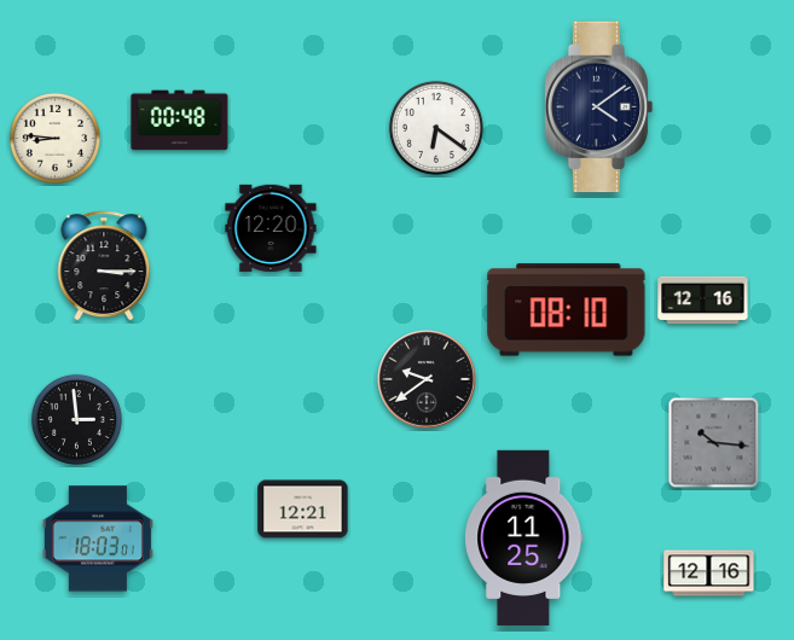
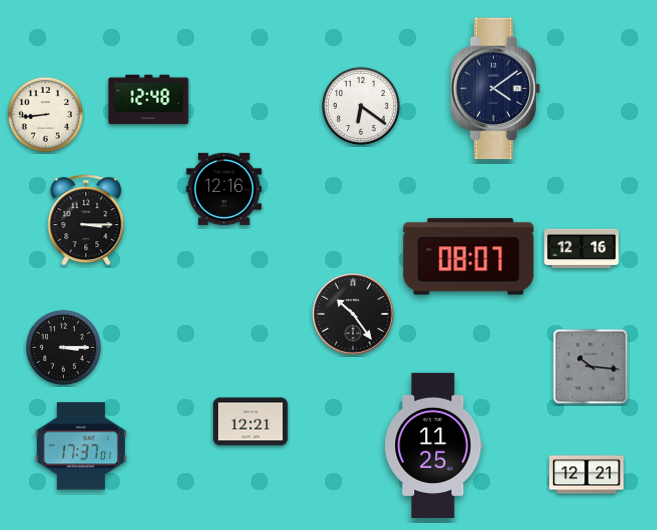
clock at (180, 121): 00:48 -> 12:48
clock at (54, 138): 8:46 -> 8:44
clock at (271, 228): 12:20 -> 12:16
clock at (567, 310): 08:10 -> 08:07
clock at (428, 380): 9:39 -> 10:24
clock at (76, 419): 2:59 -> 3:15
clock at (98, 539): 18:03 -> 17:37
clock at (709, 574): 12:16 -> 12:21
